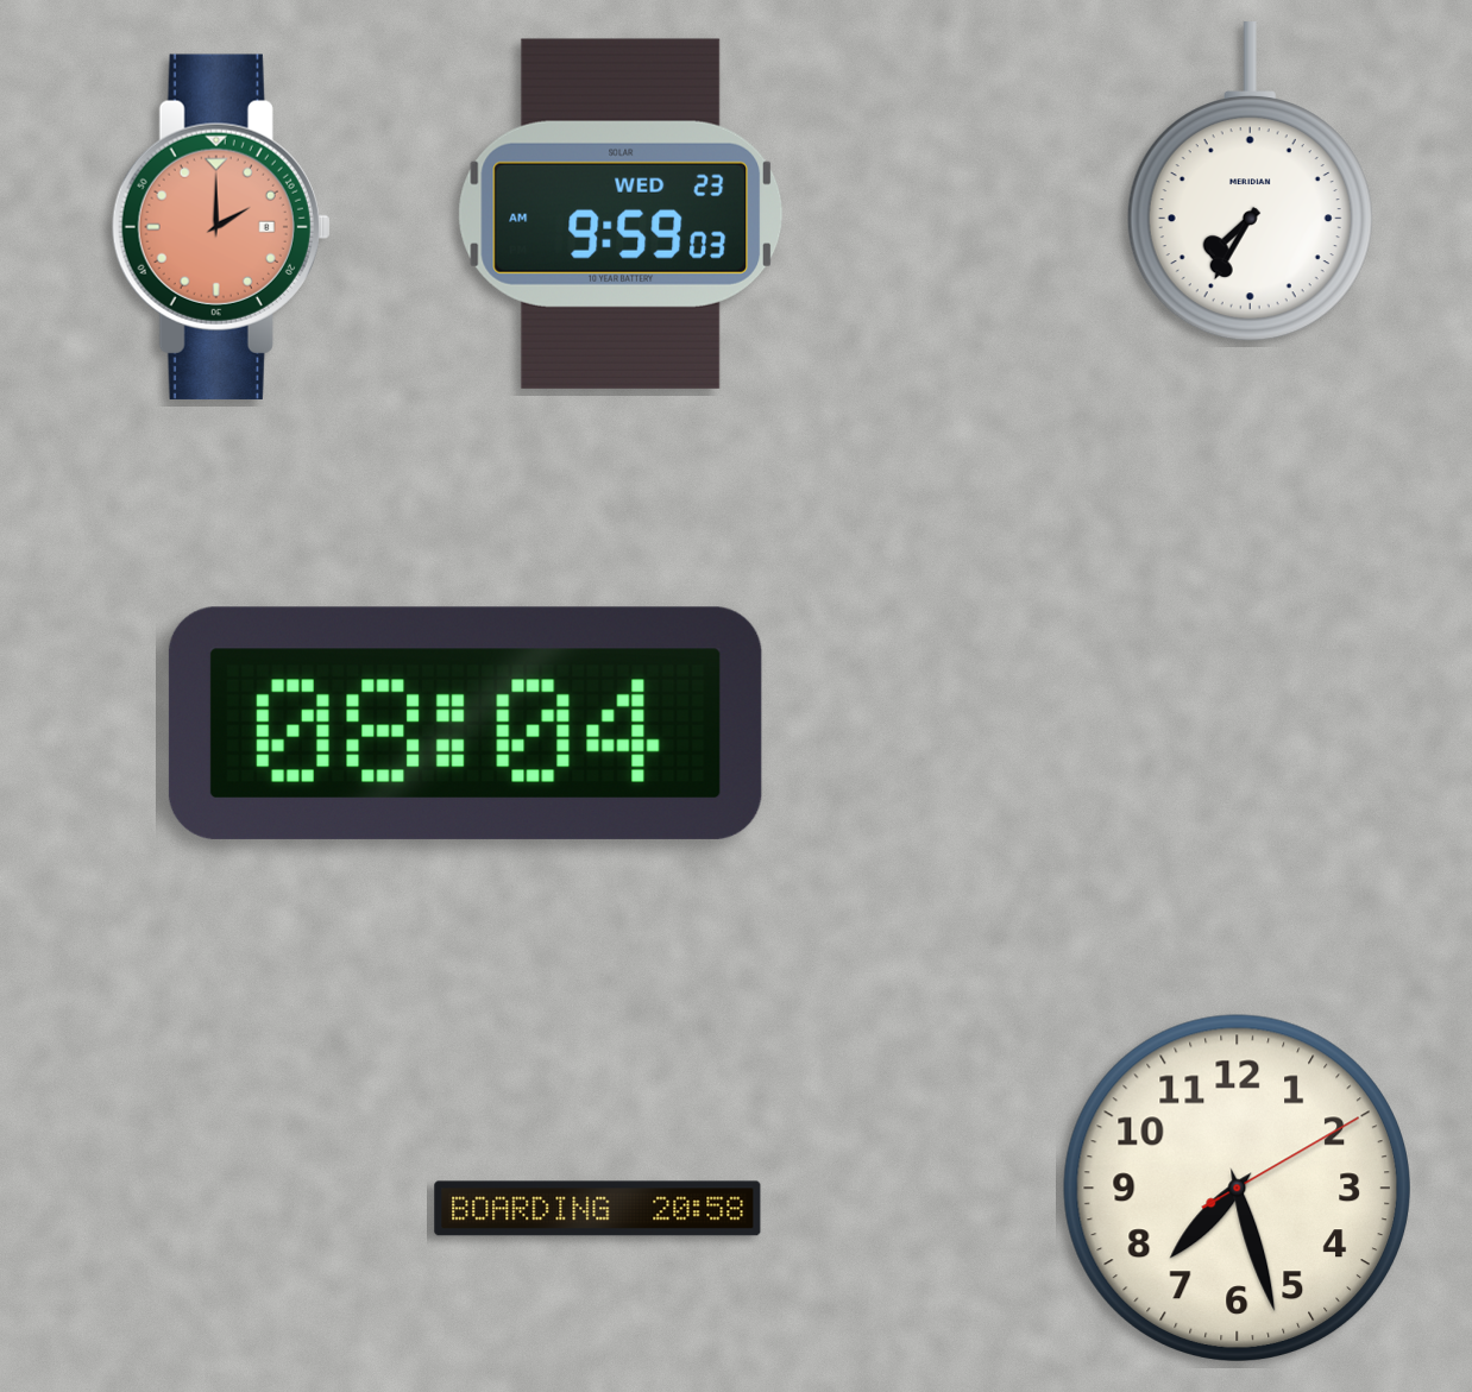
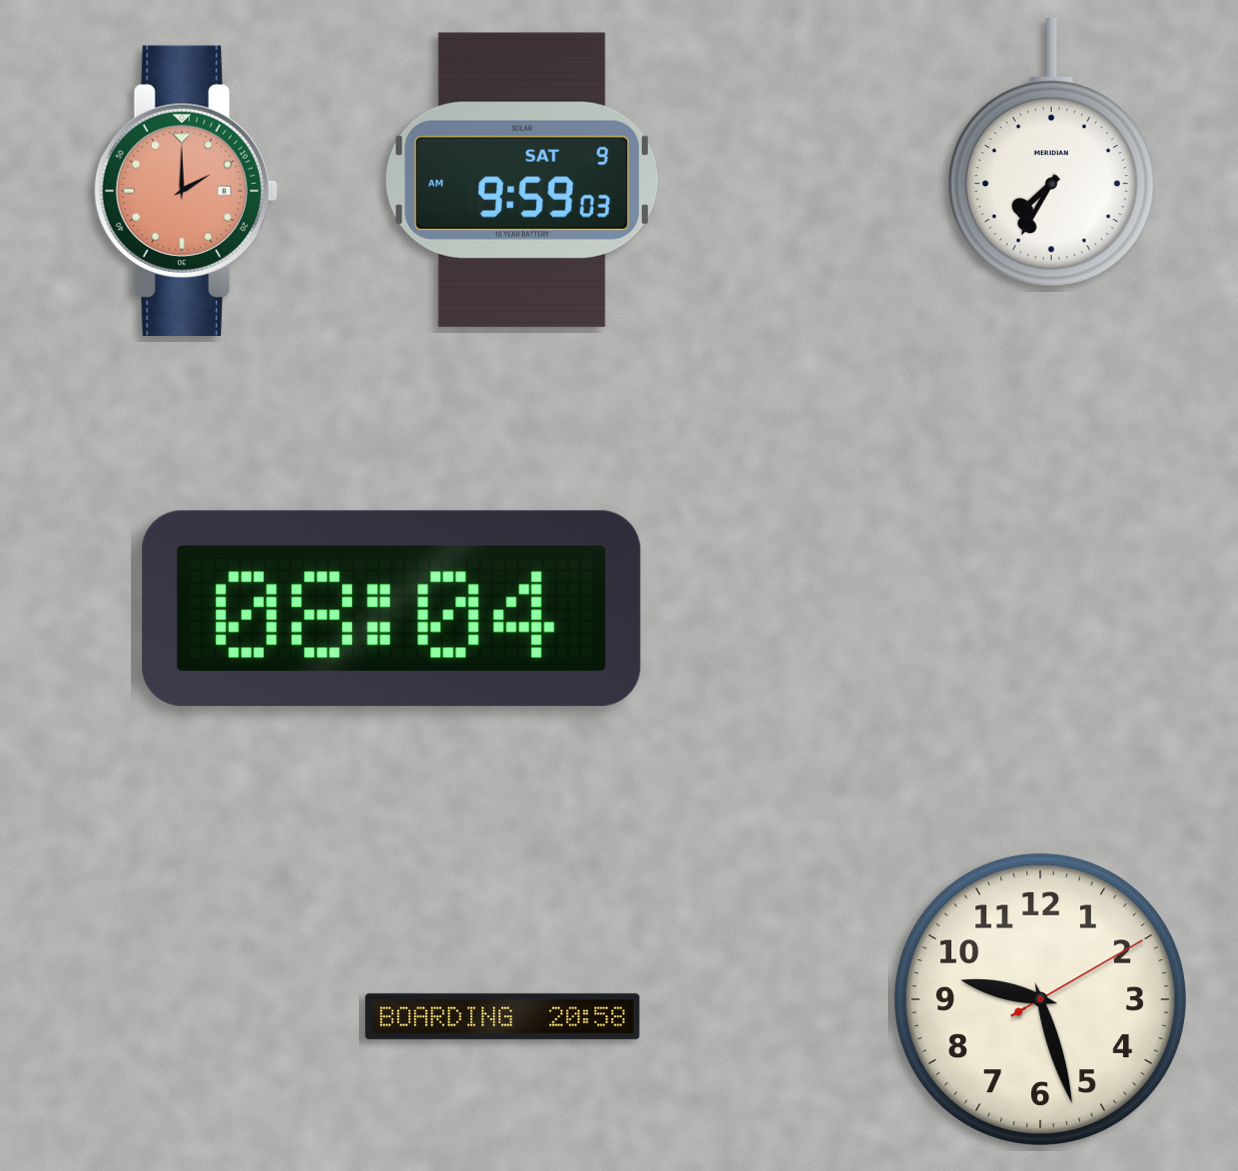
clock at (619, 214) date: WED 23 -> SAT 9
clock at (1237, 1188): 7:27 -> 9:27
